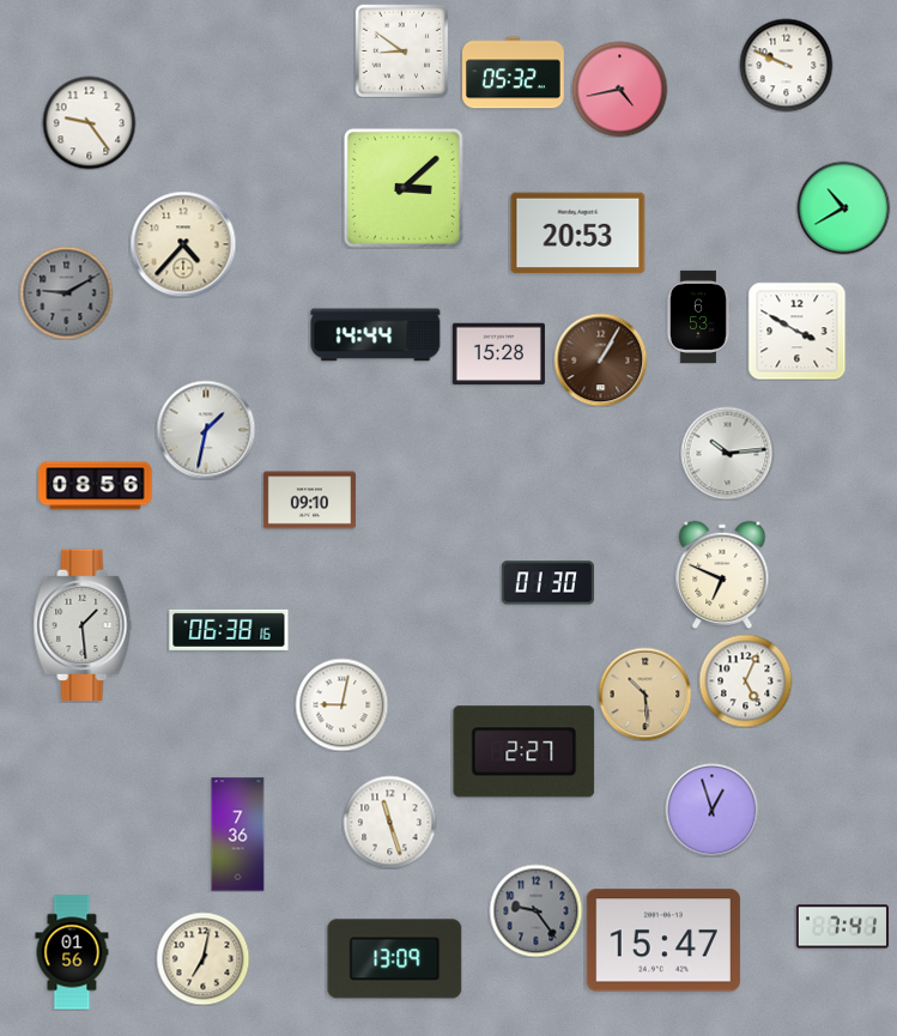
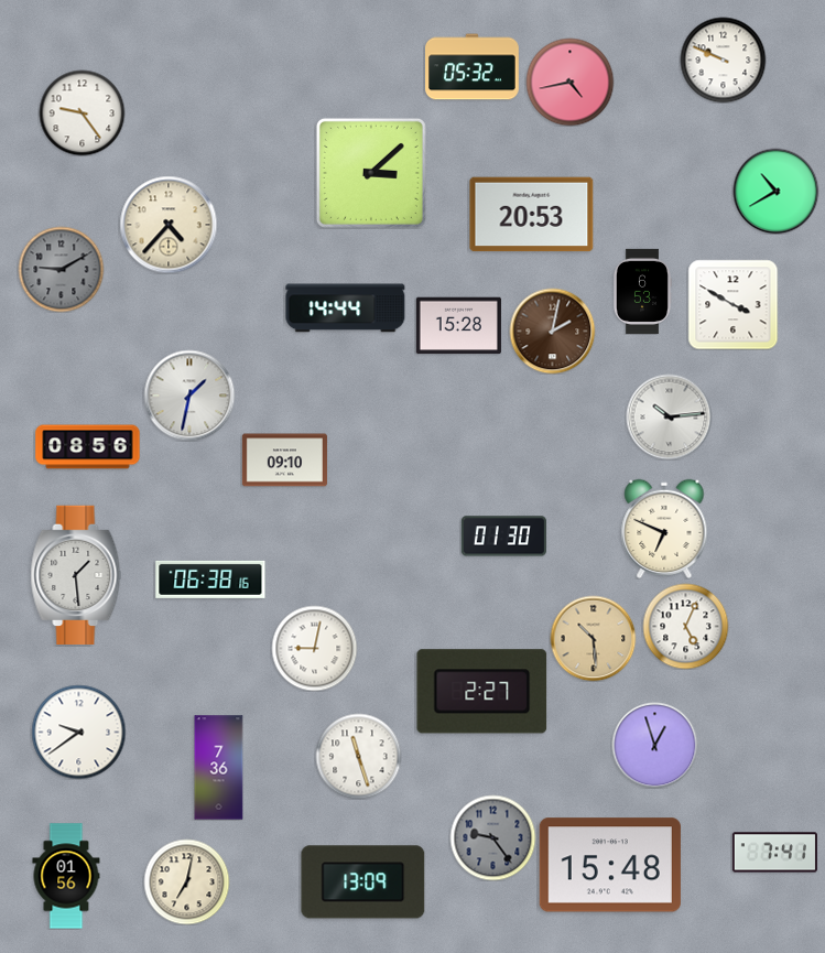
clock at (401, 50): 8:51 -> none
clock at (600, 359): 1:05 -> 2:02
clock at (78, 732): none -> 9:39
clock at (663, 940): 15:47 -> 15:48
